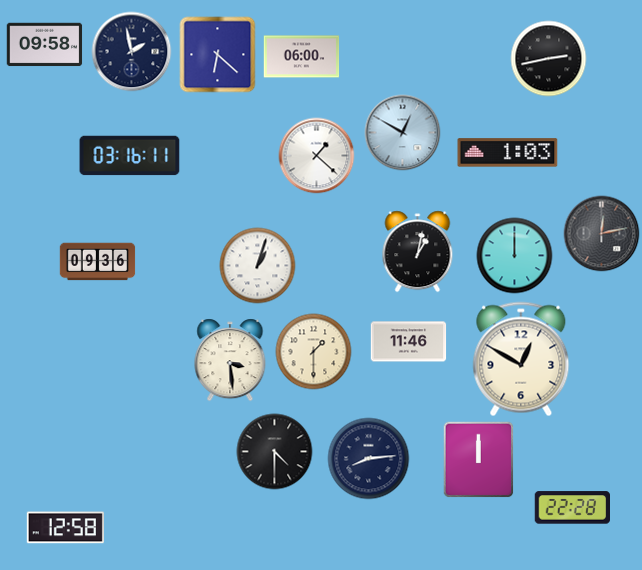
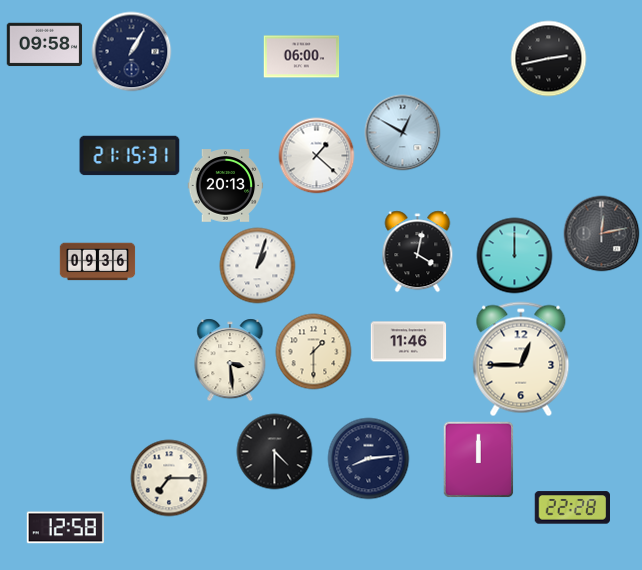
clock at (132, 52): 1:58 -> 1:05
clock at (218, 55): 6:22 -> none
clock at (508, 153): 1:03 -> none
clock at (130, 156): 03:16 -> 21:15
clock at (226, 186): none -> 20:13
clock at (418, 252): 1:02 -> 4:02
clock at (521, 359): 12:50 -> 12:45
clock at (169, 478): none -> 7:15
